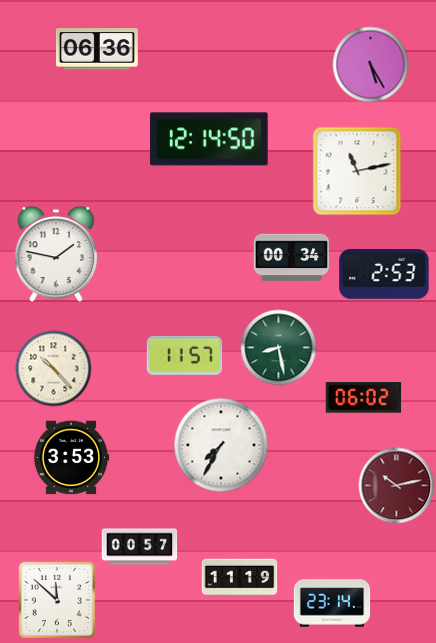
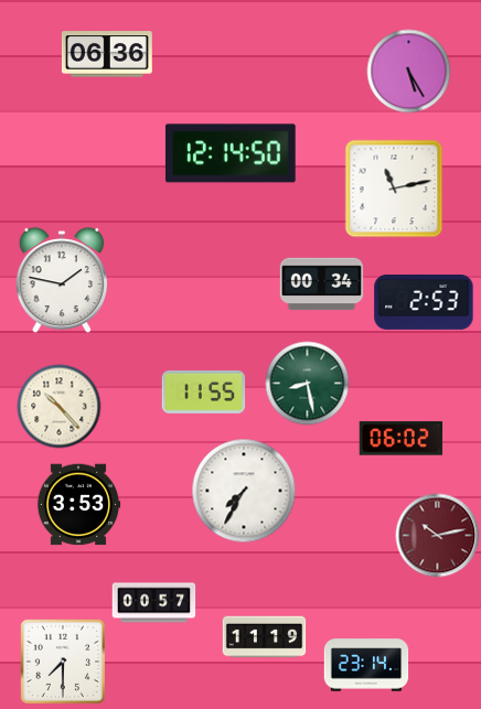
clock at (185, 355): 11:57 -> 11:55
clock at (57, 600): 11:52 -> 7:30
